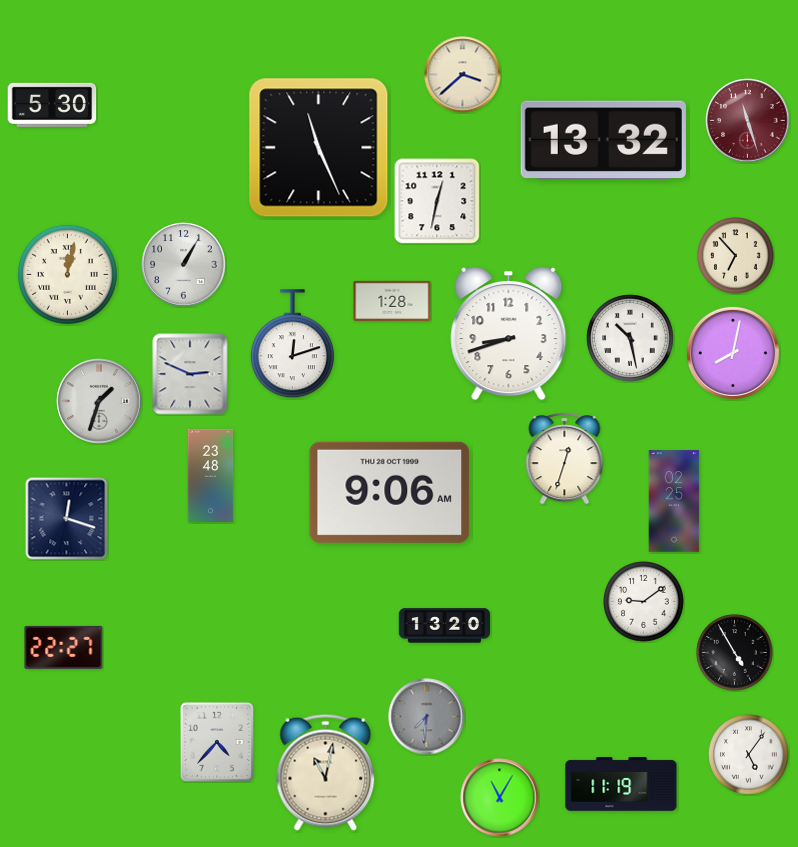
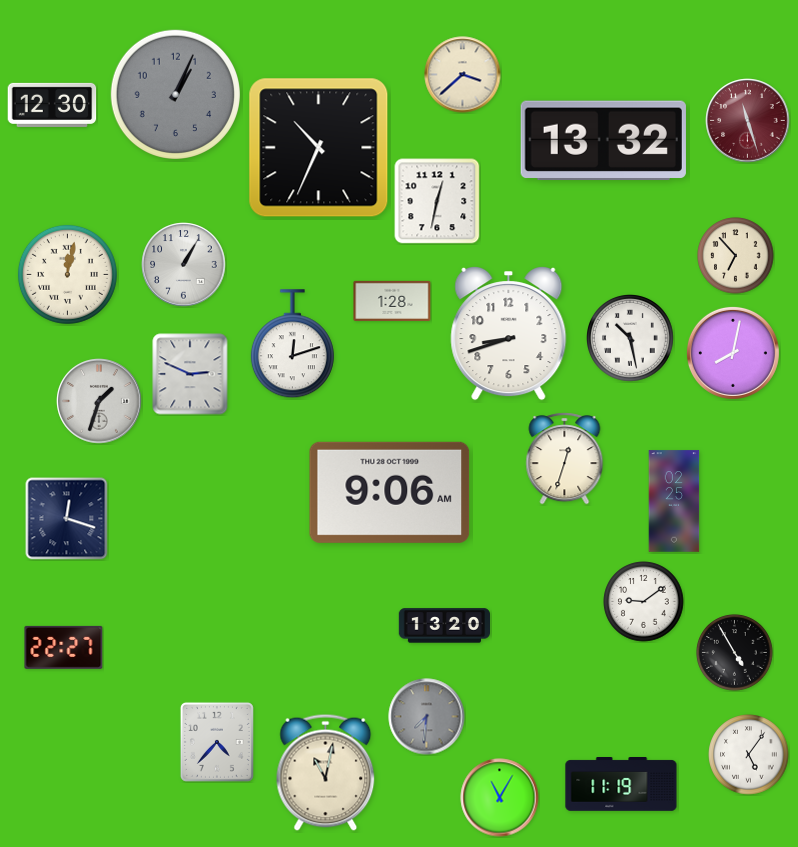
clock at (175, 94): none -> 1:04
clock at (52, 105): 5:30 -> 12:30
clock at (319, 148): 11:26 -> 10:34
clock at (211, 475): 23:48 -> none
